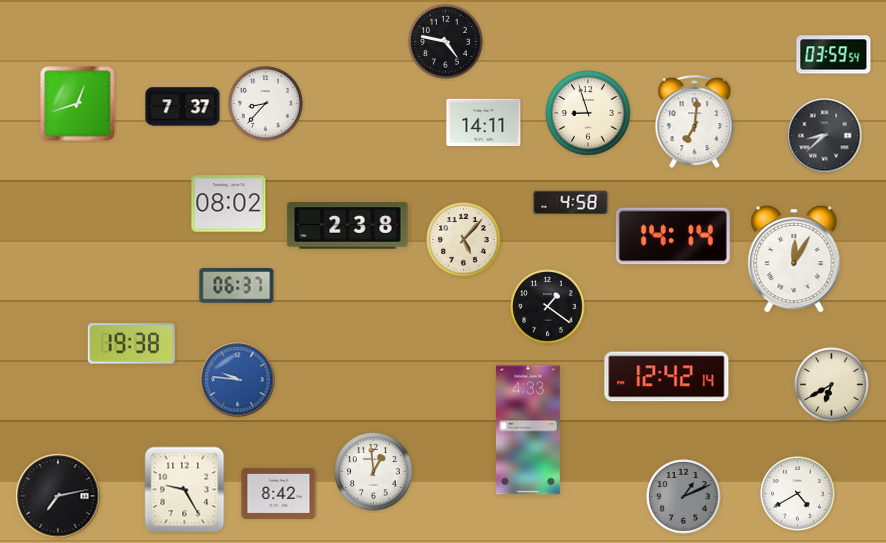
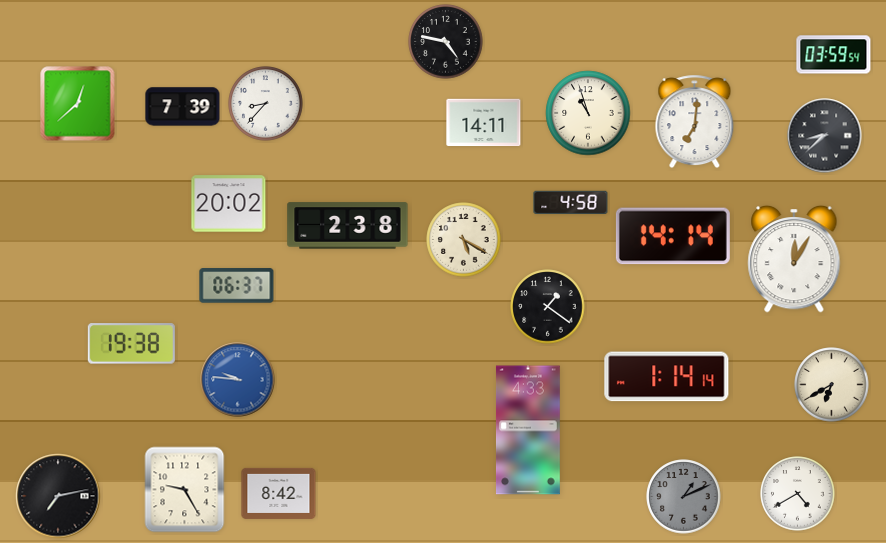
clock at (78, 104): 12:42 -> 12:38
clock at (183, 107): 7:37 -> 7:39
clock at (588, 113): 8:57 -> 10:57
clock at (229, 204): 08:02 -> 20:02
clock at (464, 240): 5:07 -> 5:20
clock at (667, 377): 12:42 -> 1:14
clock at (374, 472): 12:59 -> none
